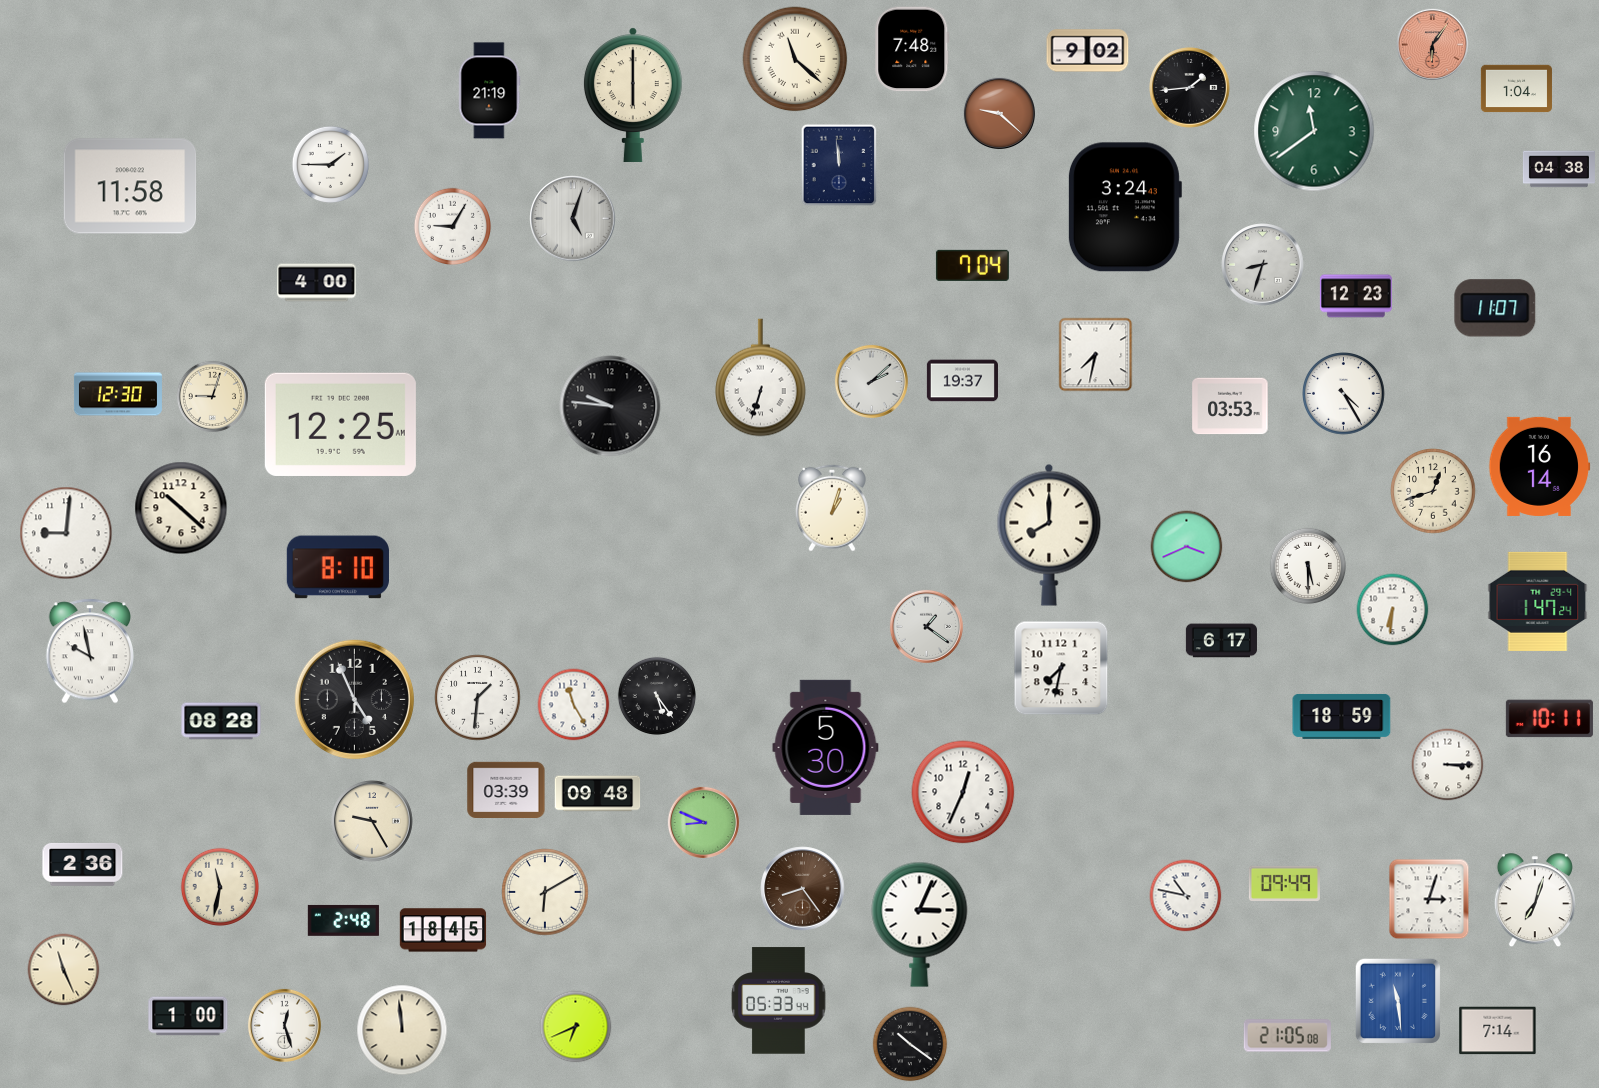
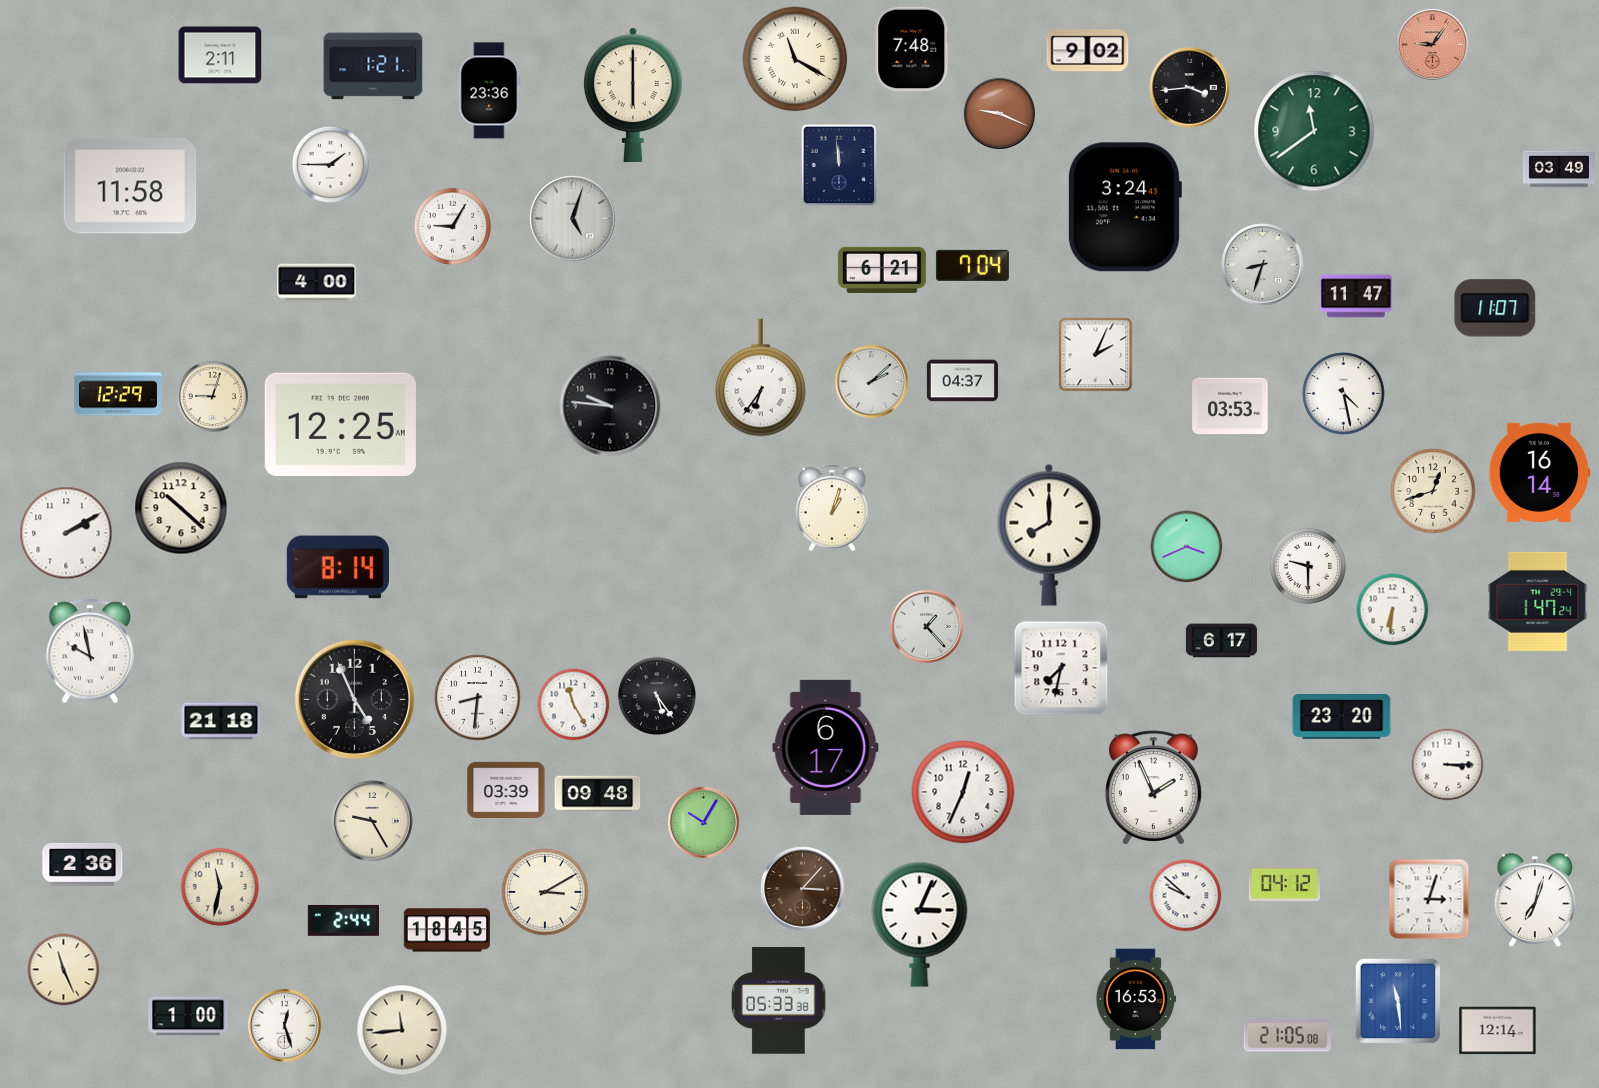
clock at (1432, 44): 6:06 -> 9:06
clock at (220, 55): none -> 2:11
clock at (795, 59): 11:22 -> 11:20
clock at (373, 66): none -> 1:21
clock at (1190, 88): 1:44 -> 3:44
clock at (1516, 89): 1:04 -> none
clock at (490, 91): 21:19 -> 23:36
clock at (999, 113): 9:22 -> 9:19
clock at (1559, 169): 04:38 -> 03:49
clock at (882, 270): none -> 6:21
clock at (1356, 296): 12:23 -> 11:47
clock at (1096, 355): 7:32 -> 2:04
clock at (761, 378): 6:33 -> 6:36
clock at (962, 381): 19:37 -> 04:37
clock at (118, 394): 12:30 -> 12:29
clock at (1344, 394): 4:25 -> 4:28
clock at (1540, 466) position: (1540, 466) -> (1540, 472)
clock at (66, 533): 9:01 -> 2:10
clock at (1308, 566): 5:30 -> 9:30
clock at (338, 567): 8:10 -> 8:14
clock at (926, 626): 1:21 -> 1:23
clock at (478, 698): 1:31 -> 8:31
clock at (1342, 716): 18:59 -> 23:20
clock at (1549, 719): 10:11 -> none
clock at (221, 721): 08:28 -> 21:18
clock at (826, 747): 5:30 -> 6:17
clock at (1153, 788): none -> 1:56
clock at (703, 822): 8:49 -> 10:05
clock at (1284, 883): 09:49 -> 04:12
clock at (803, 889): 8:24 -> 3:07
clock at (545, 892): 6:10 -> 3:10
clock at (1186, 896): 10:47 -> 9:52
clock at (343, 920): 2:48 -> 2:44
clock at (443, 930) position: (443, 930) -> (447, 930)
clock at (1136, 999): none -> 16:53
clock at (779, 1001): 05:33:44 -> 05:33:38
clock at (576, 1027): 6:41 -> none
clock at (402, 1030): 11:59 -> 11:44
clock at (1498, 1031): 7:14 -> 12:14
clock at (910, 1044): 10:21 -> none
